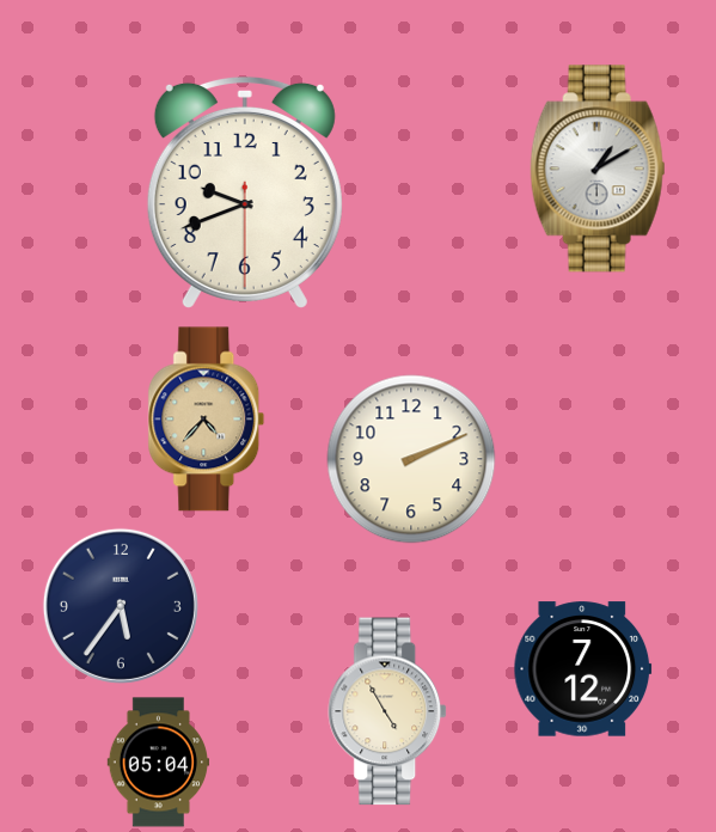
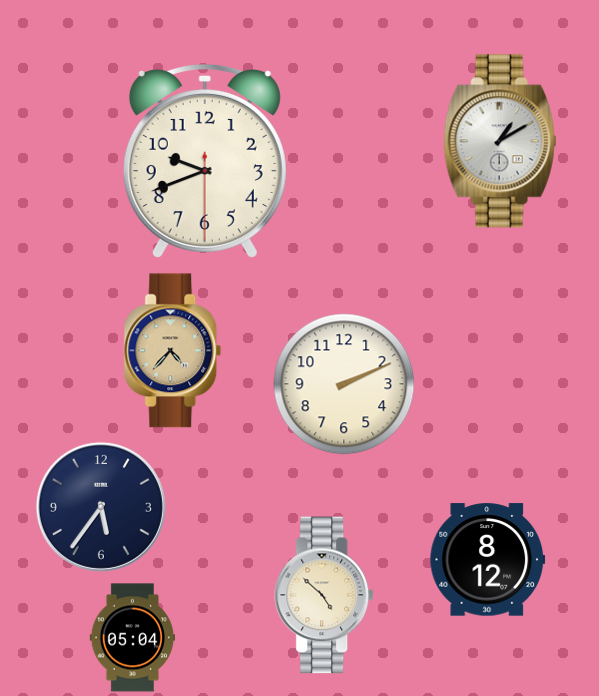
clock at (583, 669): 7:12 -> 8:12
clock at (388, 711): 4:55 -> 4:52
